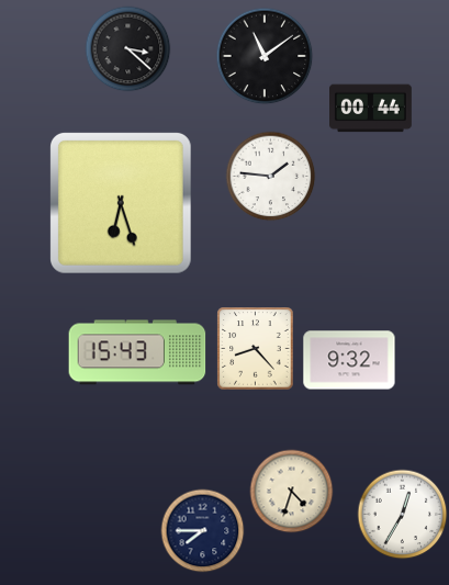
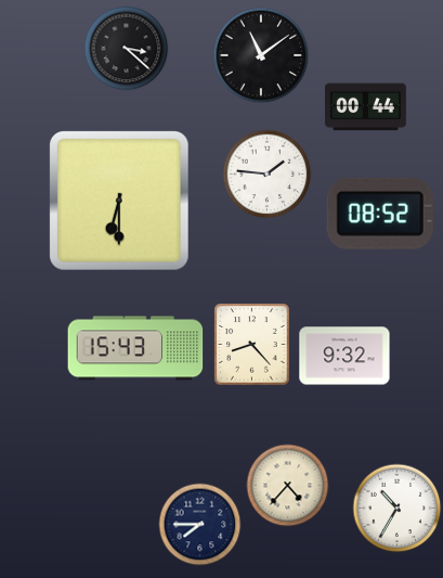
clock at (121, 203): 6:27 -> 6:30
clock at (380, 214): none -> 08:52
clock at (292, 492): 4:33 -> 4:37
clock at (403, 515): 12:35 -> 10:35
